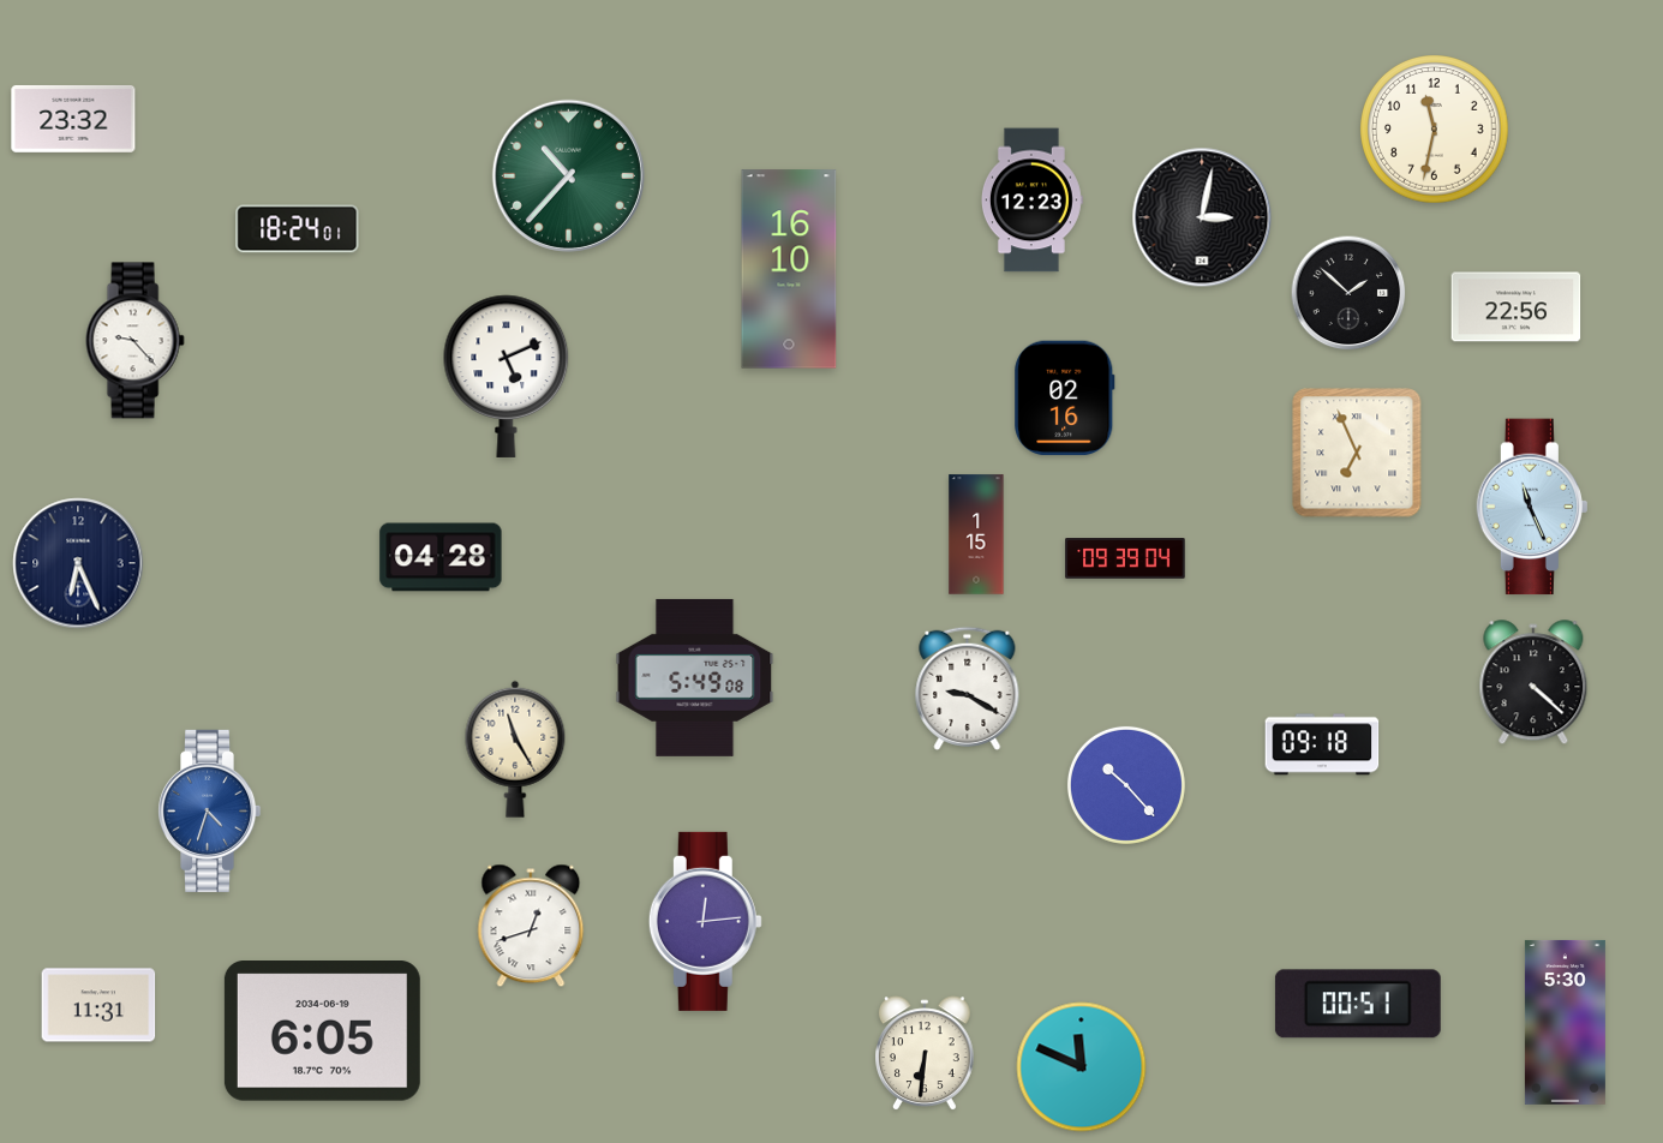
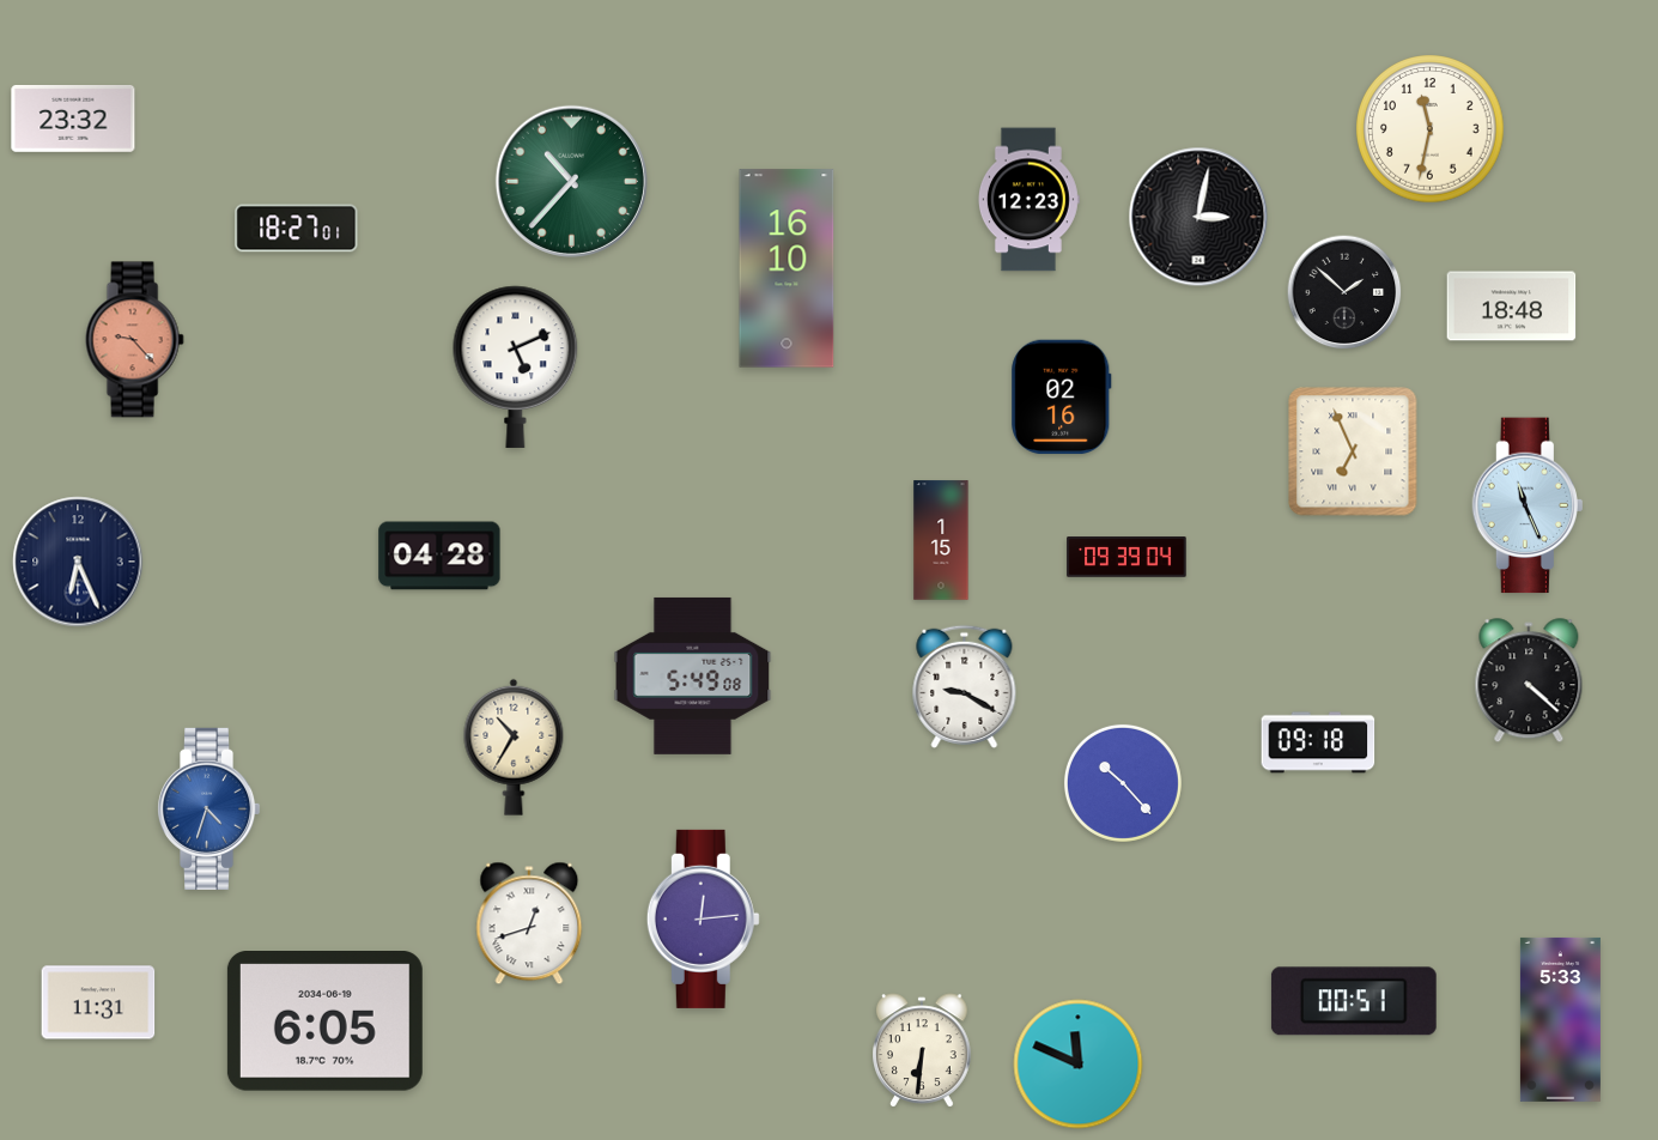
clock at (568, 175) position: (568, 175) -> (571, 181)
clock at (298, 229): 18:24 -> 18:27
clock at (1517, 307): 22:56 -> 18:48
clock at (134, 341) dial: white -> salmon
clock at (507, 376) position: (507, 376) -> (516, 366)
clock at (976, 534) position: (976, 534) -> (941, 540)
clock at (1125, 558) position: (1125, 558) -> (1126, 557)
clock at (515, 749): 11:25 -> 10:35
clock at (1565, 1022): 5:30 -> 5:33
clock at (322, 1031) position: (322, 1031) -> (324, 1021)
